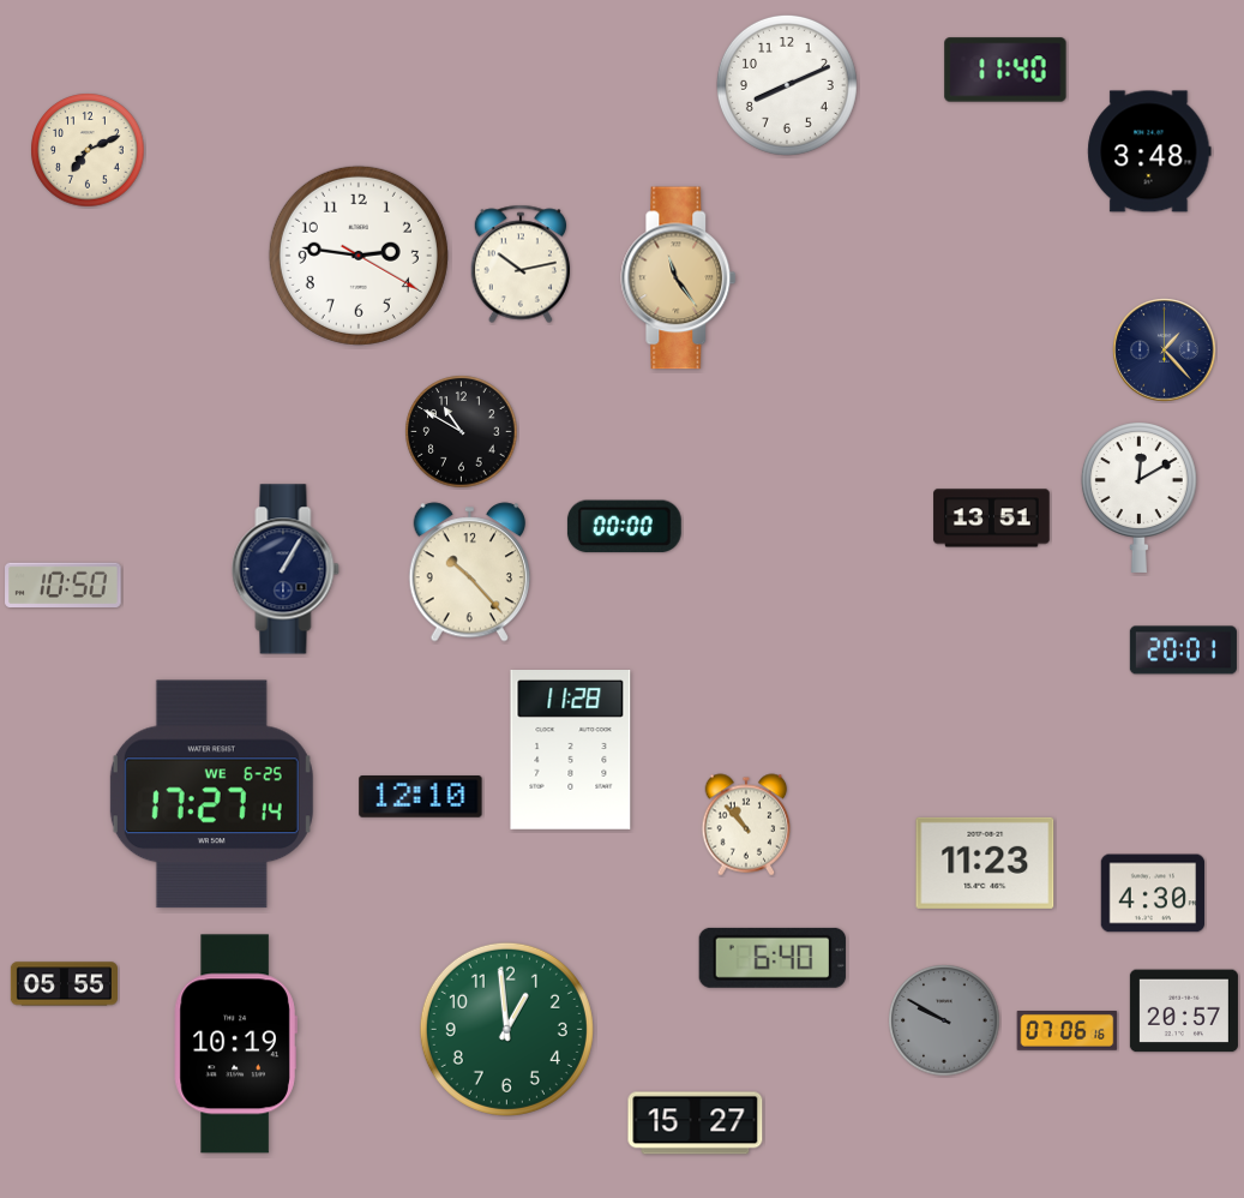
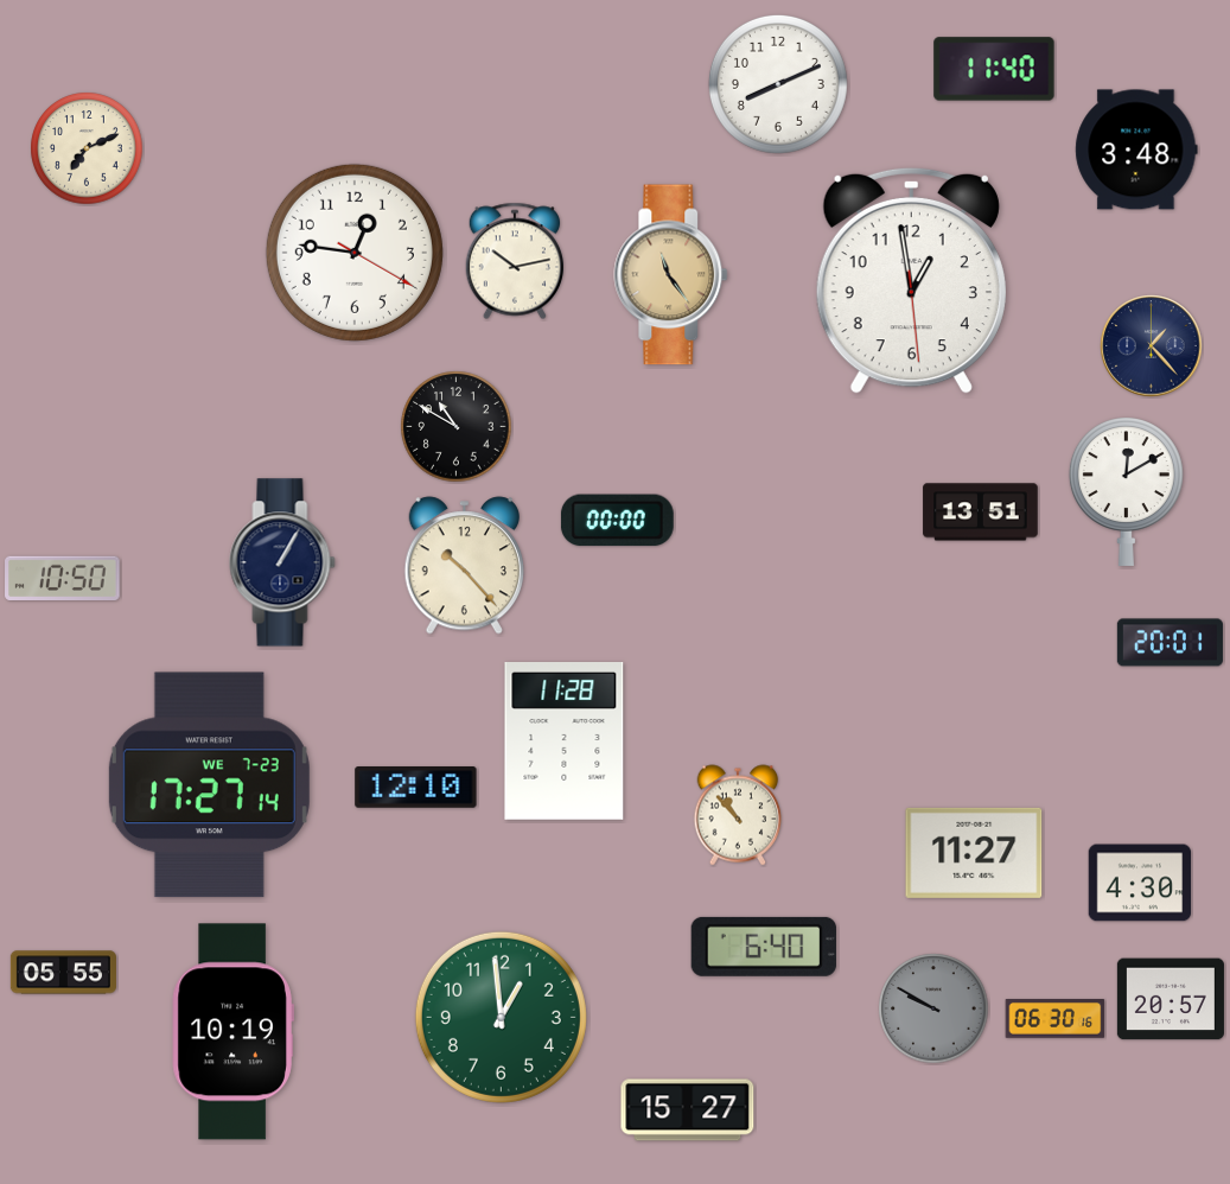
clock at (359, 256): 2:46 -> 12:46
clock at (911, 280): none -> 12:58
clock at (211, 795) date: WE 6-25 -> WE 7-23
clock at (985, 863): 11:23 -> 11:27
clock at (1068, 1031): 07:06 -> 06:30
